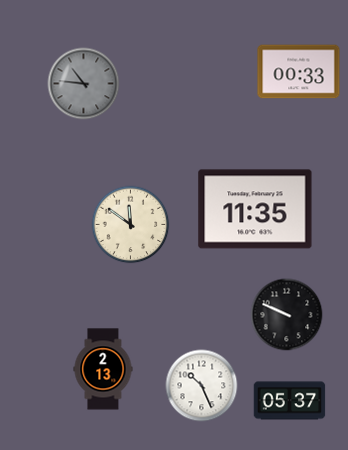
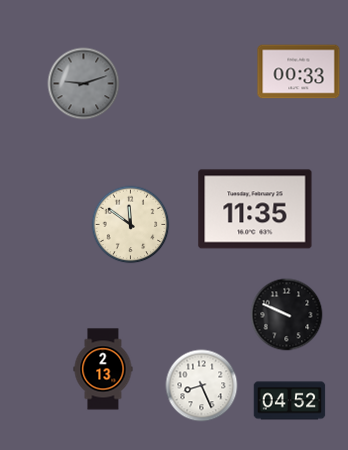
clock at (84, 84): 10:46 -> 9:12
clock at (202, 386): 10:26 -> 8:26
clock at (290, 401): 05:37 -> 04:52
